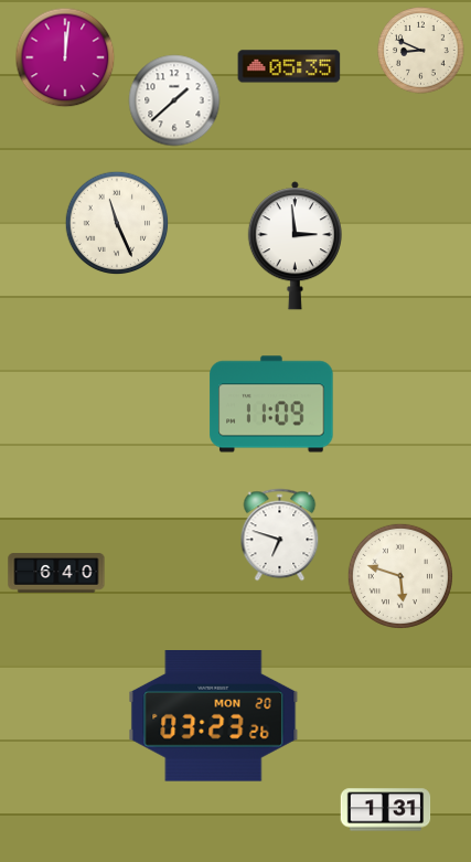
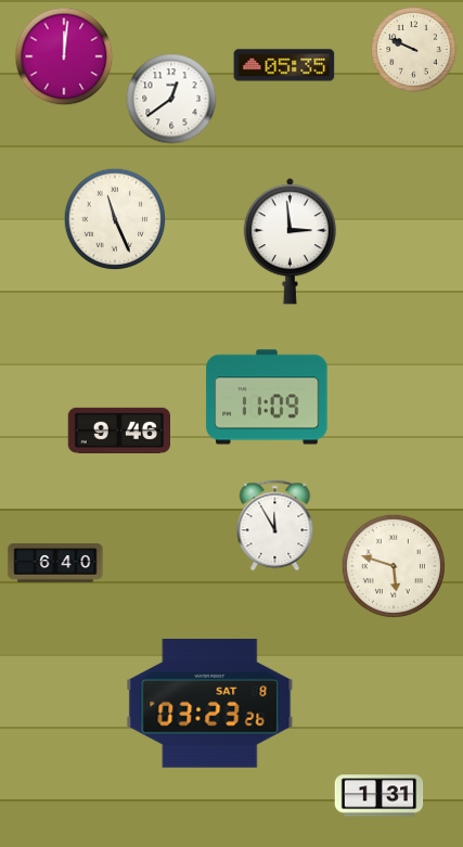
clock at (421, 51): 8:49 -> 9:49
clock at (174, 100): 1:38 -> 12:39
clock at (118, 431): none -> 9:46
clock at (280, 535): 6:48 -> 11:55
clock at (214, 716) date: MON 20 -> SAT 8
